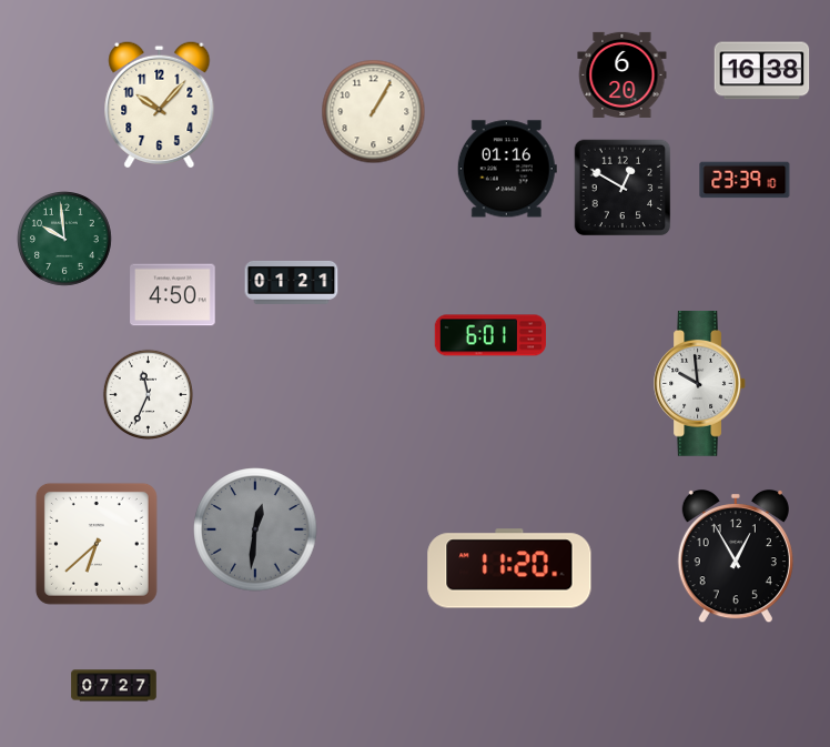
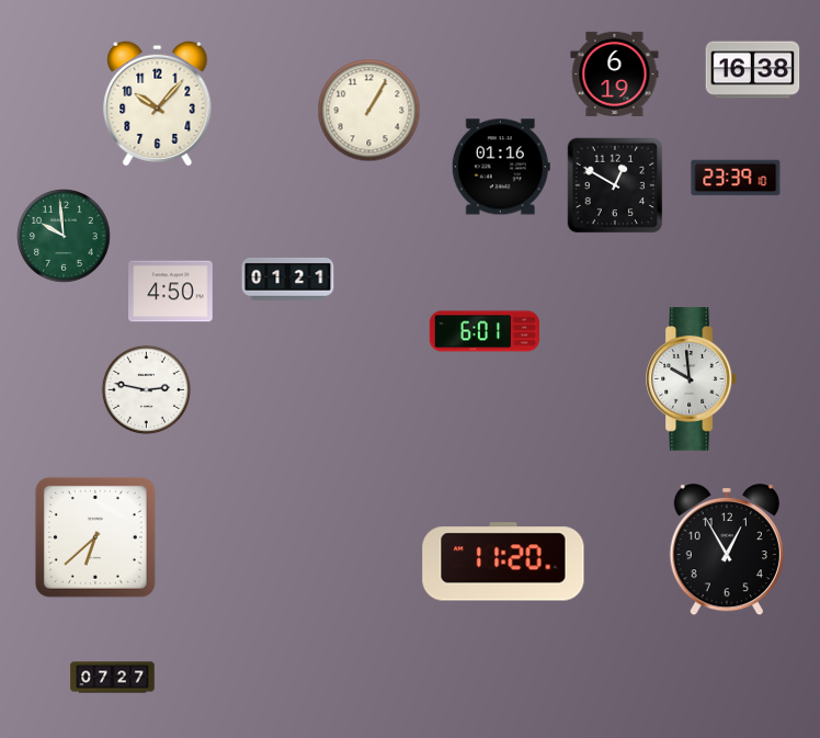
clock at (622, 74): 6:20 -> 6:19
clock at (148, 394): 11:34 -> 2:47
clock at (255, 529): 12:31 -> none
